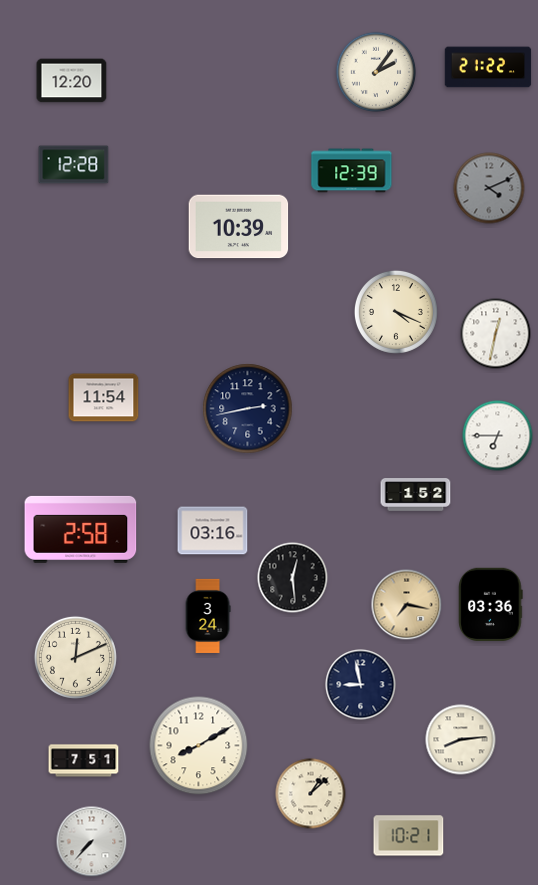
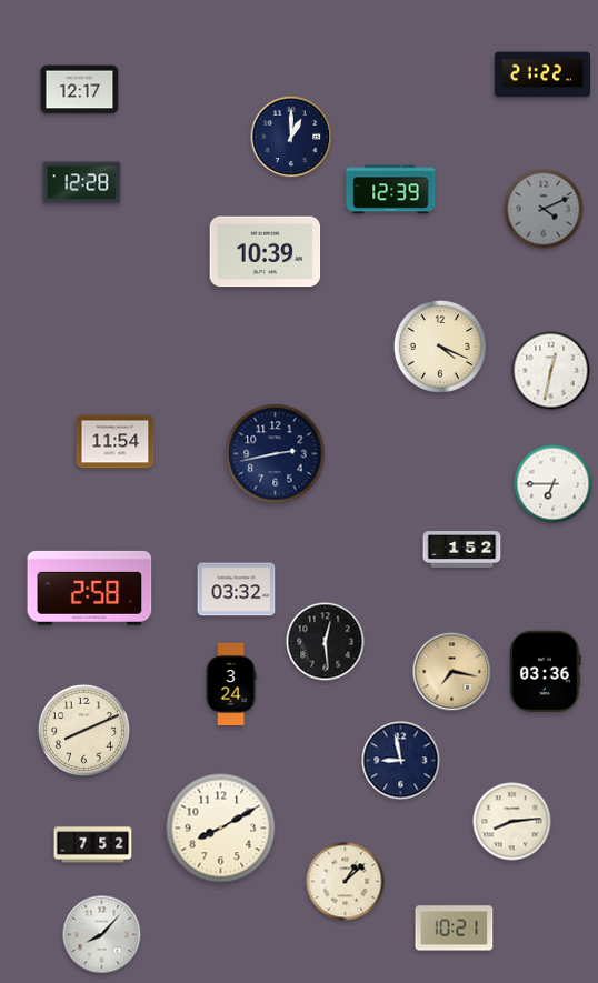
clock at (376, 72): 2:06 -> none
clock at (72, 81): 12:20 -> 12:17
clock at (291, 137): none -> 1:00
clock at (213, 531): 03:16 -> 03:32
clock at (75, 657): 12:11 -> 8:11
clock at (84, 761): 7:51 -> 7:52
clock at (92, 842): 7:37 -> 8:07
